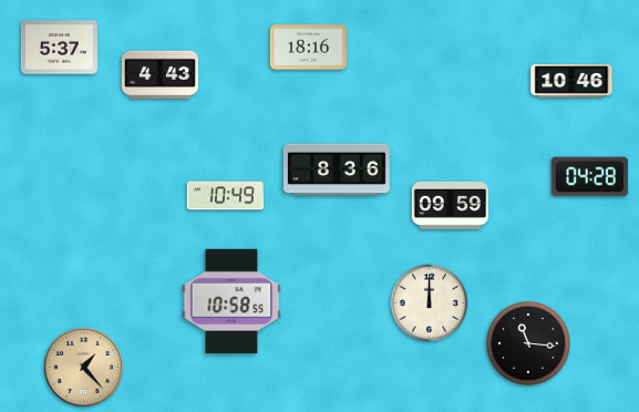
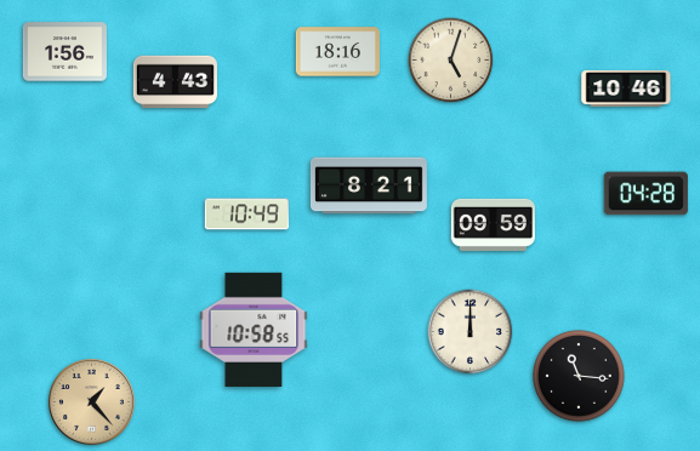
clock at (59, 48): 5:37 -> 1:56
clock at (451, 61): none -> 5:03
clock at (337, 169): 8:36 -> 8:21
